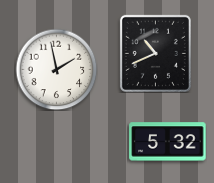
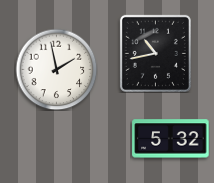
clock at (155, 53): 10:41 -> 10:43
clock at (168, 142) position: (168, 142) -> (171, 139)
